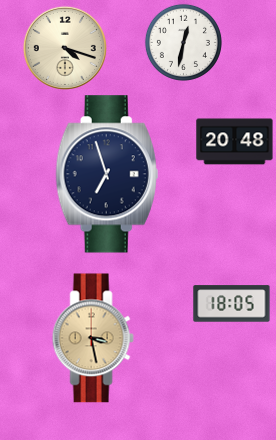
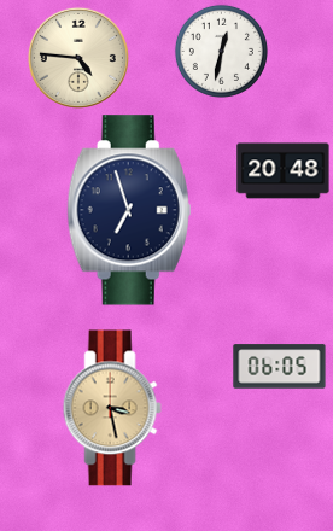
clock at (65, 48): 4:18 -> 4:46
clock at (232, 304): 18:05 -> 06:05
